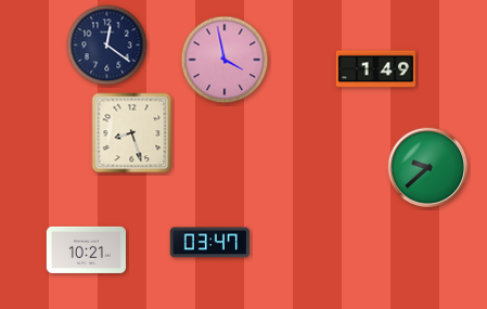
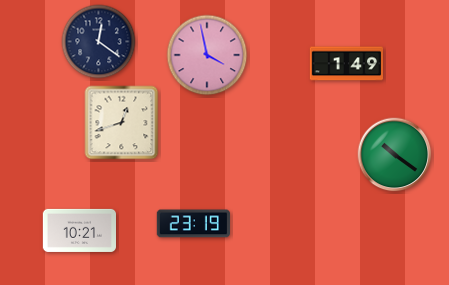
clock at (132, 133): 8:27 -> 12:42
clock at (428, 168): 9:38 -> 10:21
clock at (209, 243): 03:47 -> 23:19
